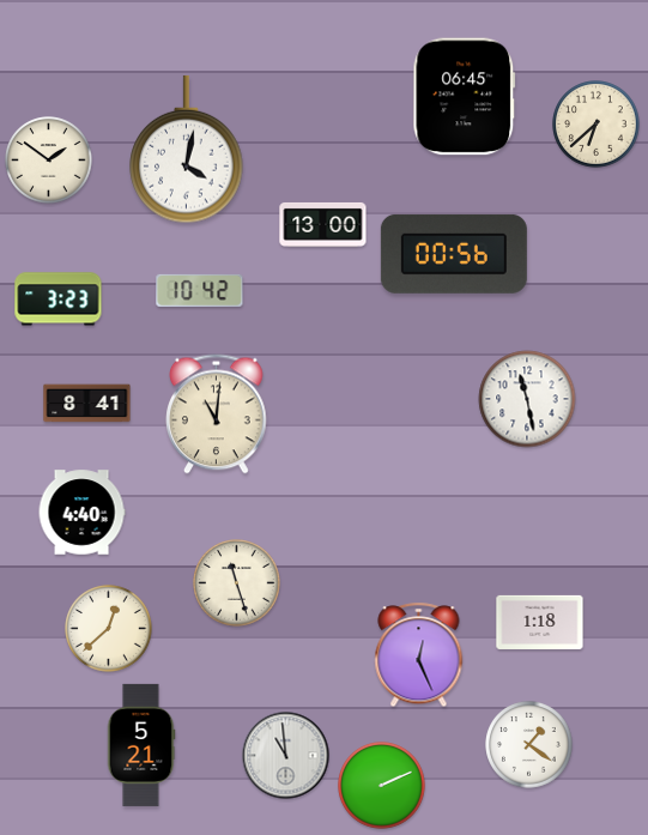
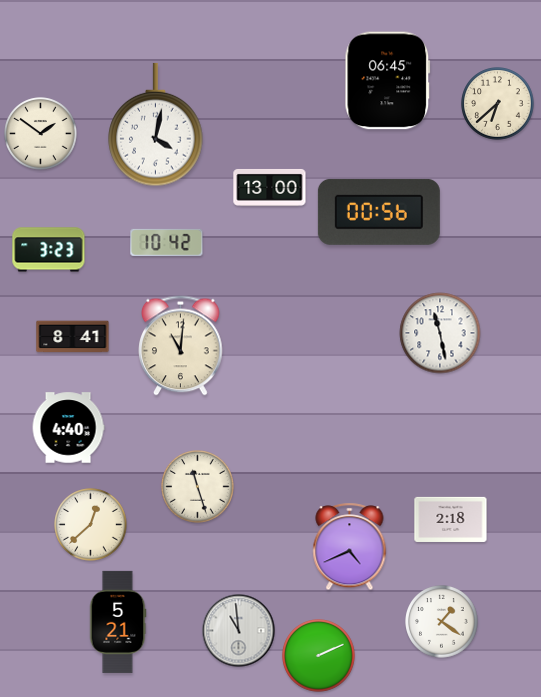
clock at (540, 622): 1:18 -> 2:18
clock at (419, 655): 12:26 -> 4:41
